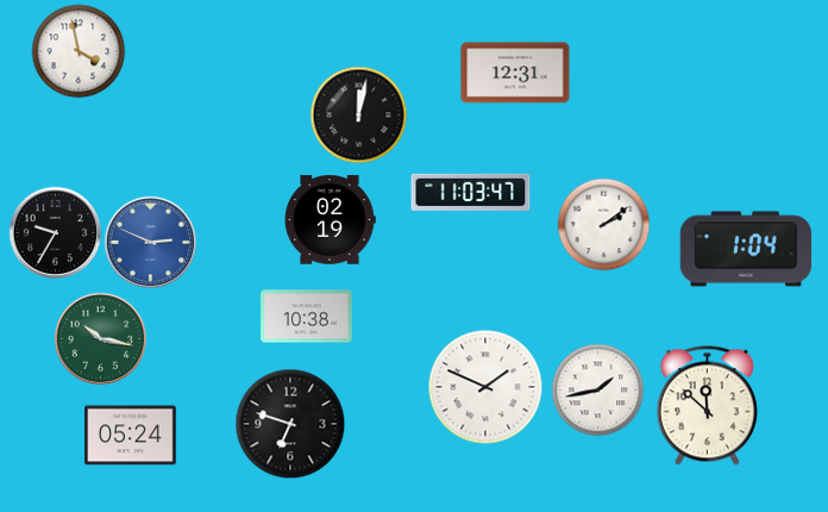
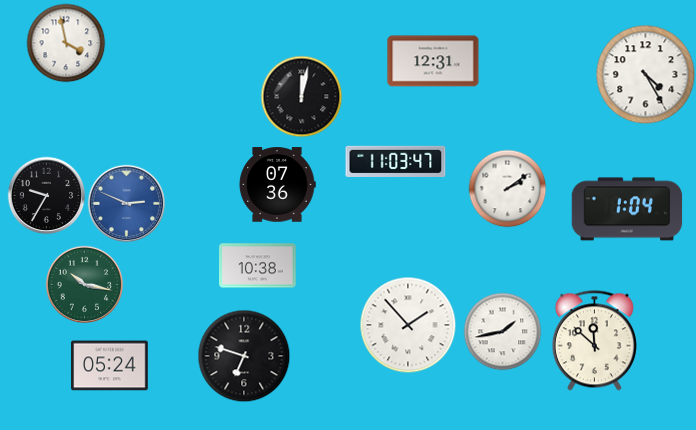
clock at (646, 75): none -> 4:25
clock at (330, 220): 02:19 -> 07:36
clock at (485, 387): 1:49 -> 1:53
clock at (597, 389) position: (597, 389) -> (502, 331)
